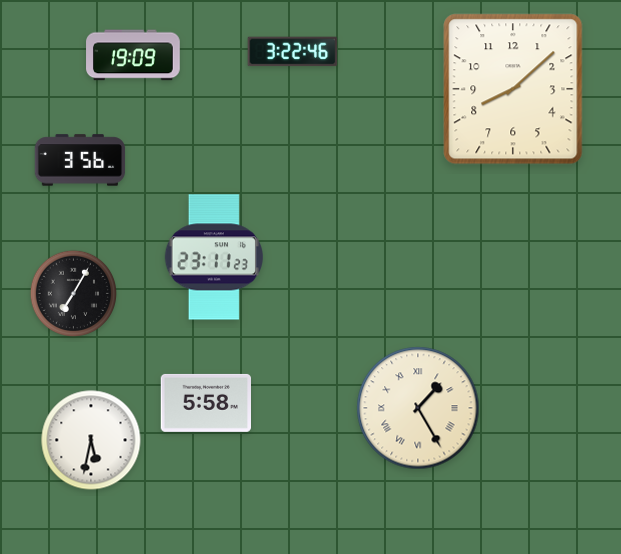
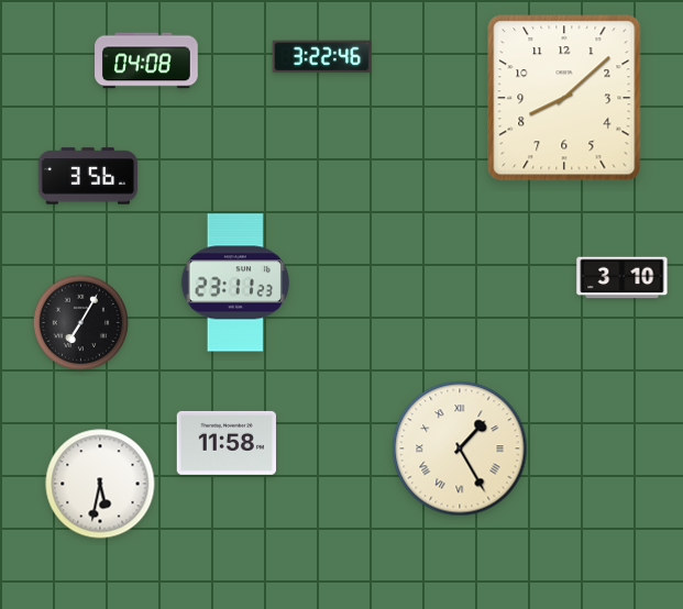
clock at (133, 55): 19:09 -> 04:08
clock at (623, 278): none -> 3:10
clock at (205, 403): 5:58 -> 11:58
